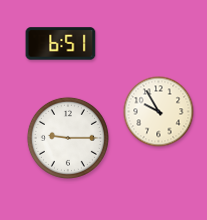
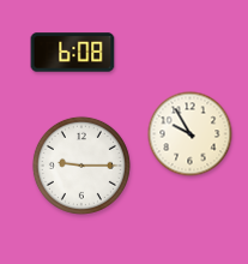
clock at (61, 44): 6:51 -> 6:08
